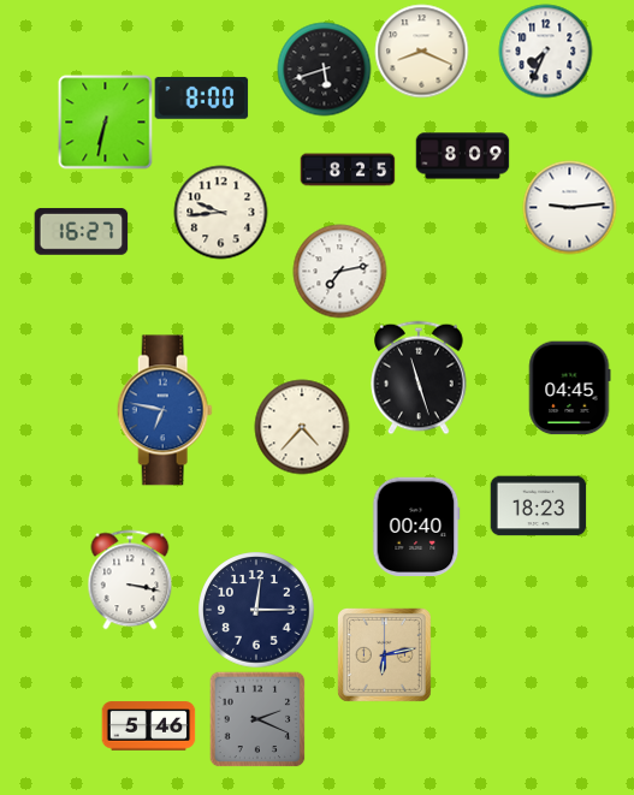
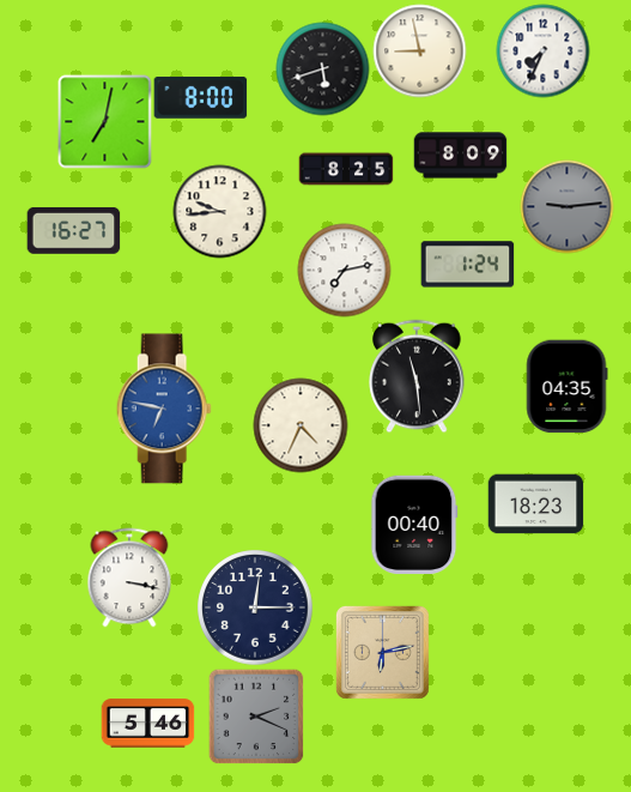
clock at (421, 51): 8:19 -> 8:58
clock at (105, 121): 6:32 -> 7:02
clock at (569, 207) dial: white -> grey
clock at (81, 231) position: (81, 231) -> (73, 230)
clock at (467, 265): none -> 1:24
clock at (339, 271) position: (339, 271) -> (344, 270)
clock at (419, 378): 11:27 -> 11:29
clock at (569, 387): 04:45 -> 04:35
clock at (302, 427): 4:37 -> 4:34
